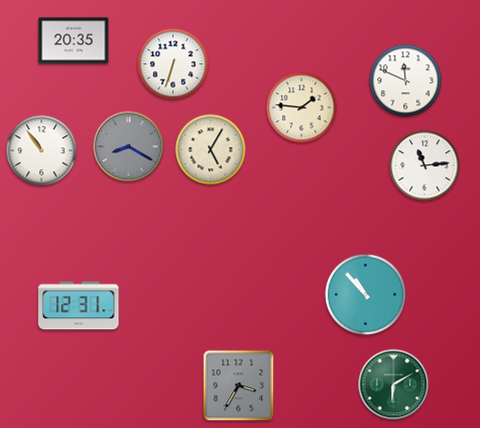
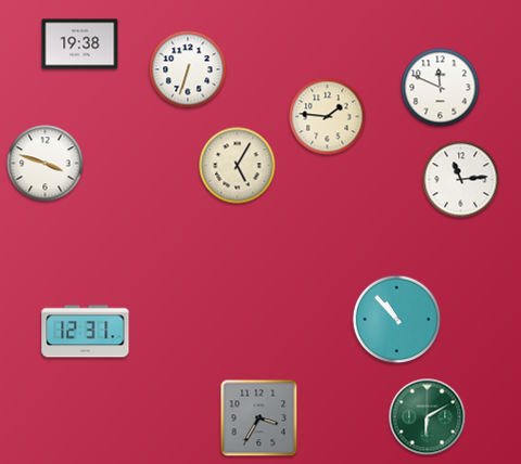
clock at (74, 41): 20:35 -> 19:38
clock at (129, 147): 8:20 -> none
clock at (211, 150) position: (211, 150) -> (238, 166)
clock at (42, 151): 10:54 -> 3:48
